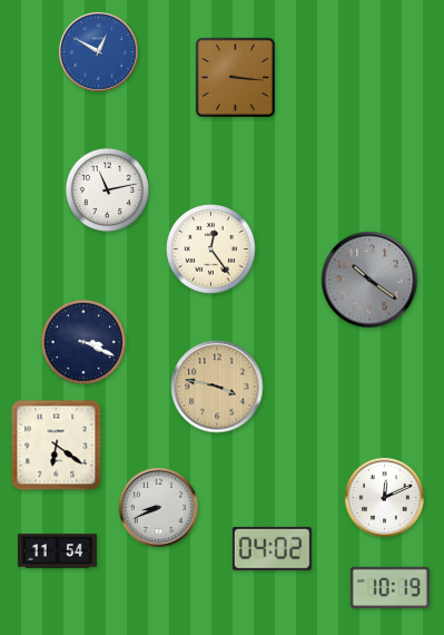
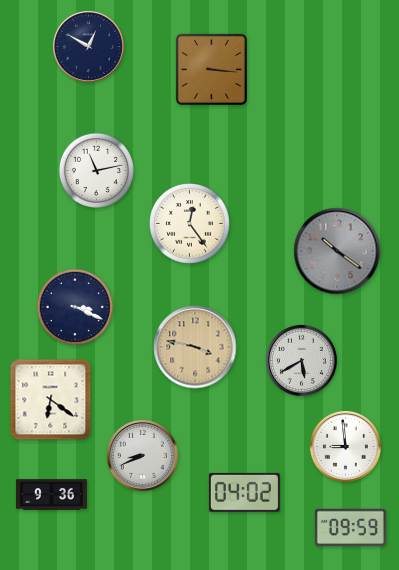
clock at (98, 51) dial: blue -> navy
clock at (369, 280) position: (369, 280) -> (337, 251)
clock at (301, 360): none -> 5:40
clock at (384, 497): 12:11 -> 8:59
clock at (57, 551): 11:54 -> 9:36
clock at (389, 587): 10:19 -> 09:59
